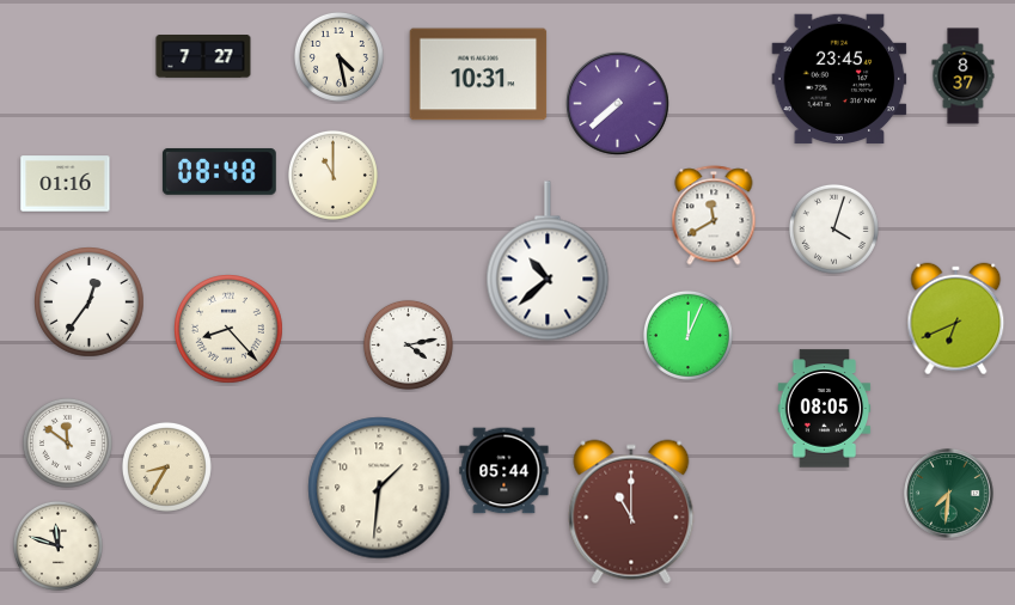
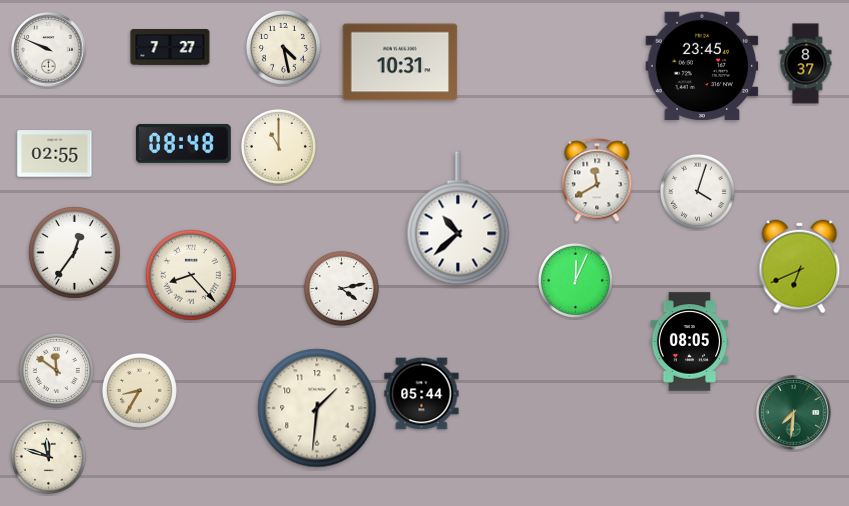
clock at (49, 50): none -> 9:49
clock at (618, 104): 7:38 -> none
clock at (66, 184): 01:16 -> 02:55
clock at (631, 512): 11:00 -> none
